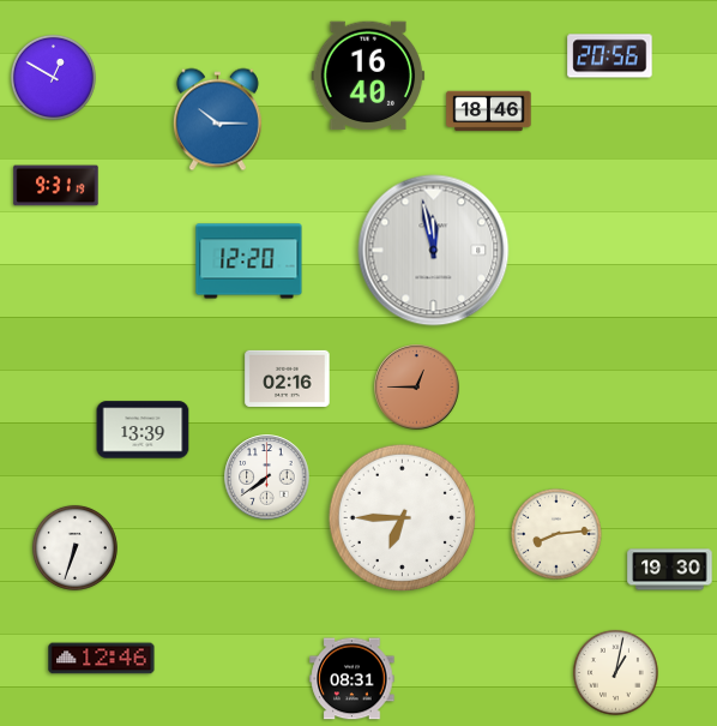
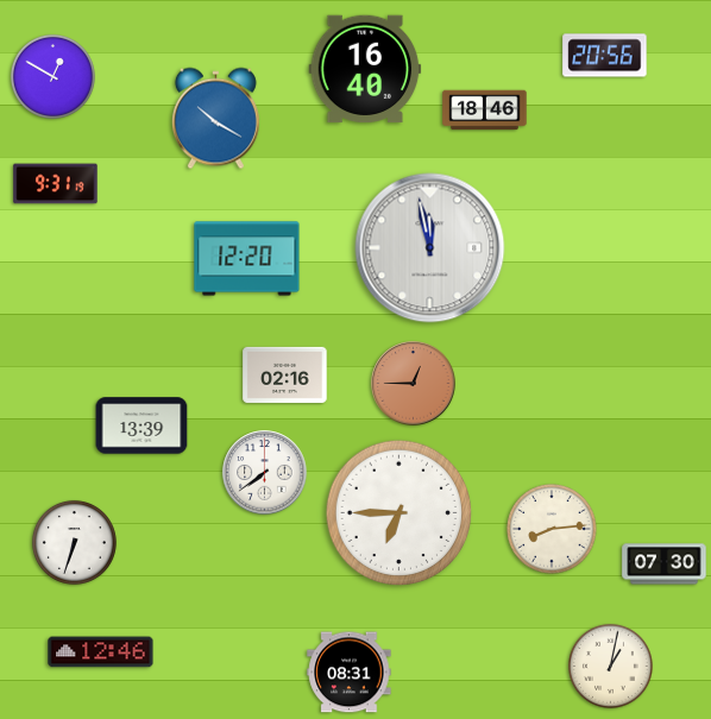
clock at (368, 76) position: (368, 76) -> (365, 69)
clock at (217, 120): 10:15 -> 10:20
clock at (670, 570): 19:30 -> 07:30
